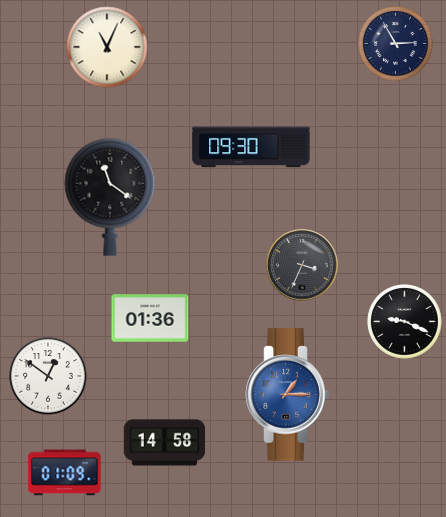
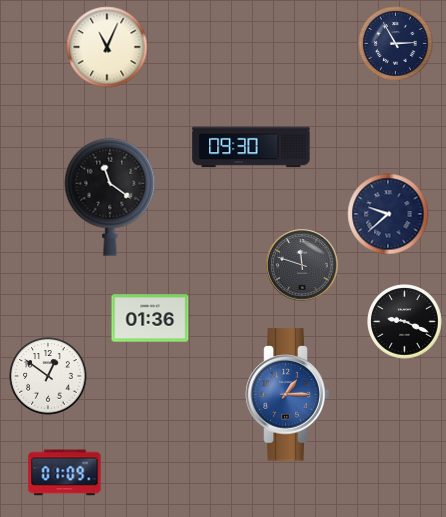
clock at (388, 214): none -> 9:38
clock at (302, 265): 3:34 -> 11:48
clock at (165, 443): 14:58 -> none
